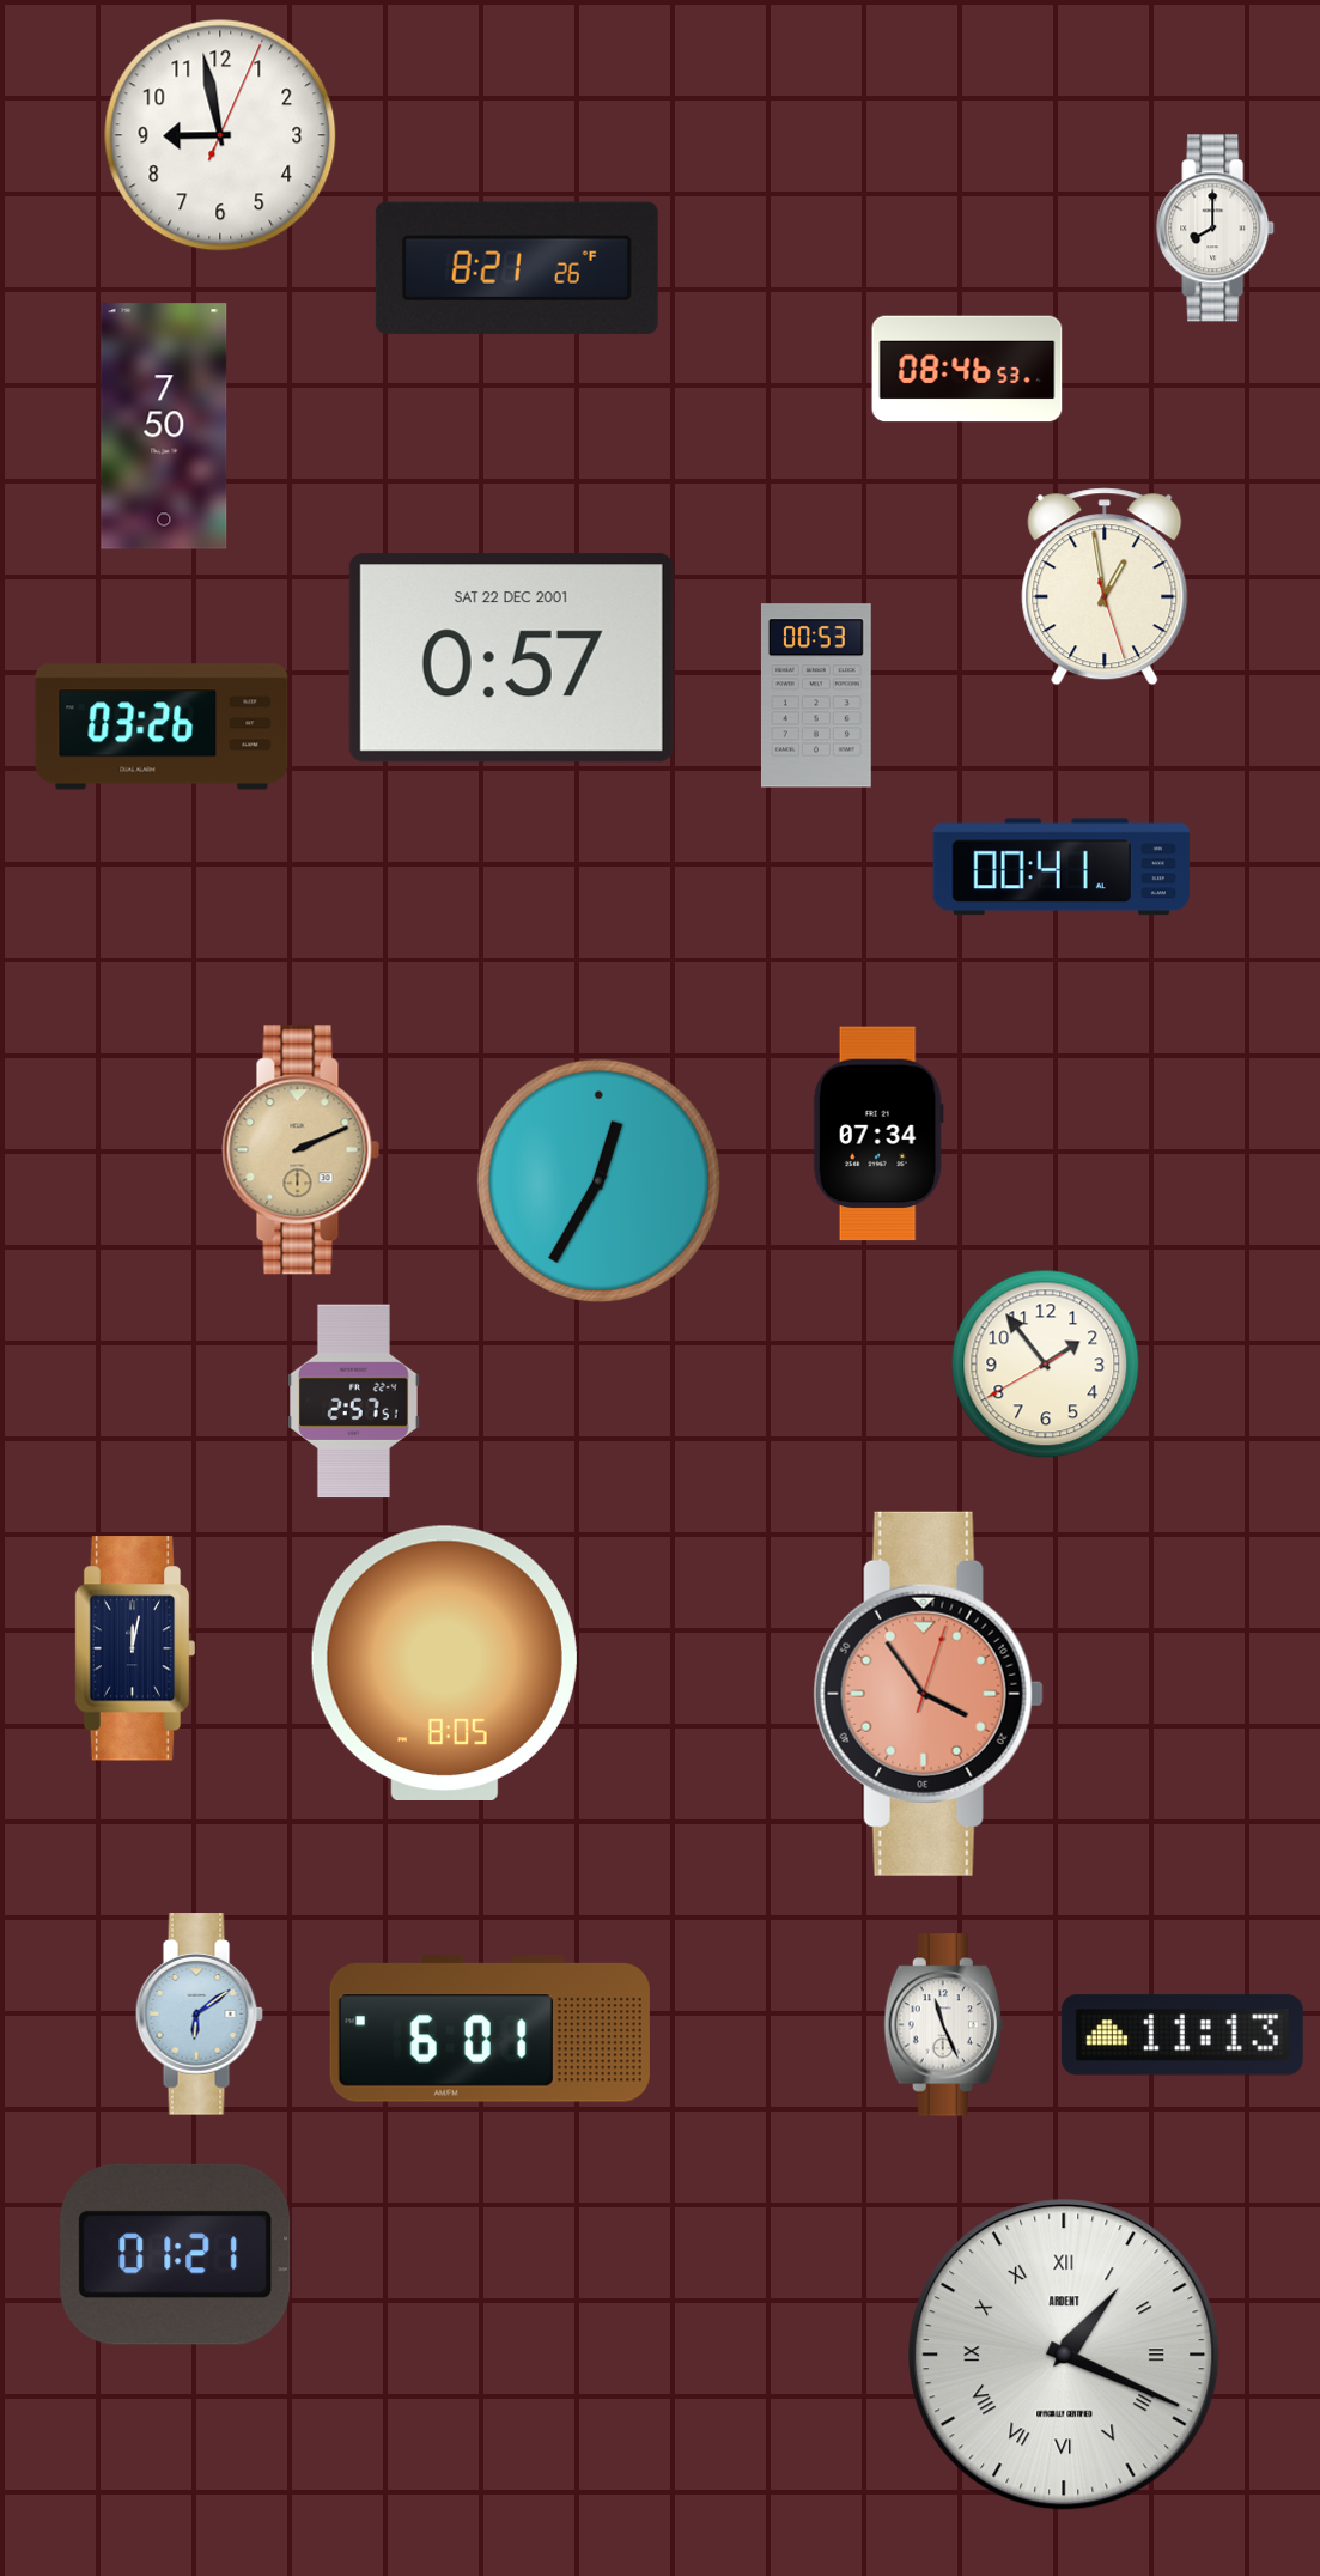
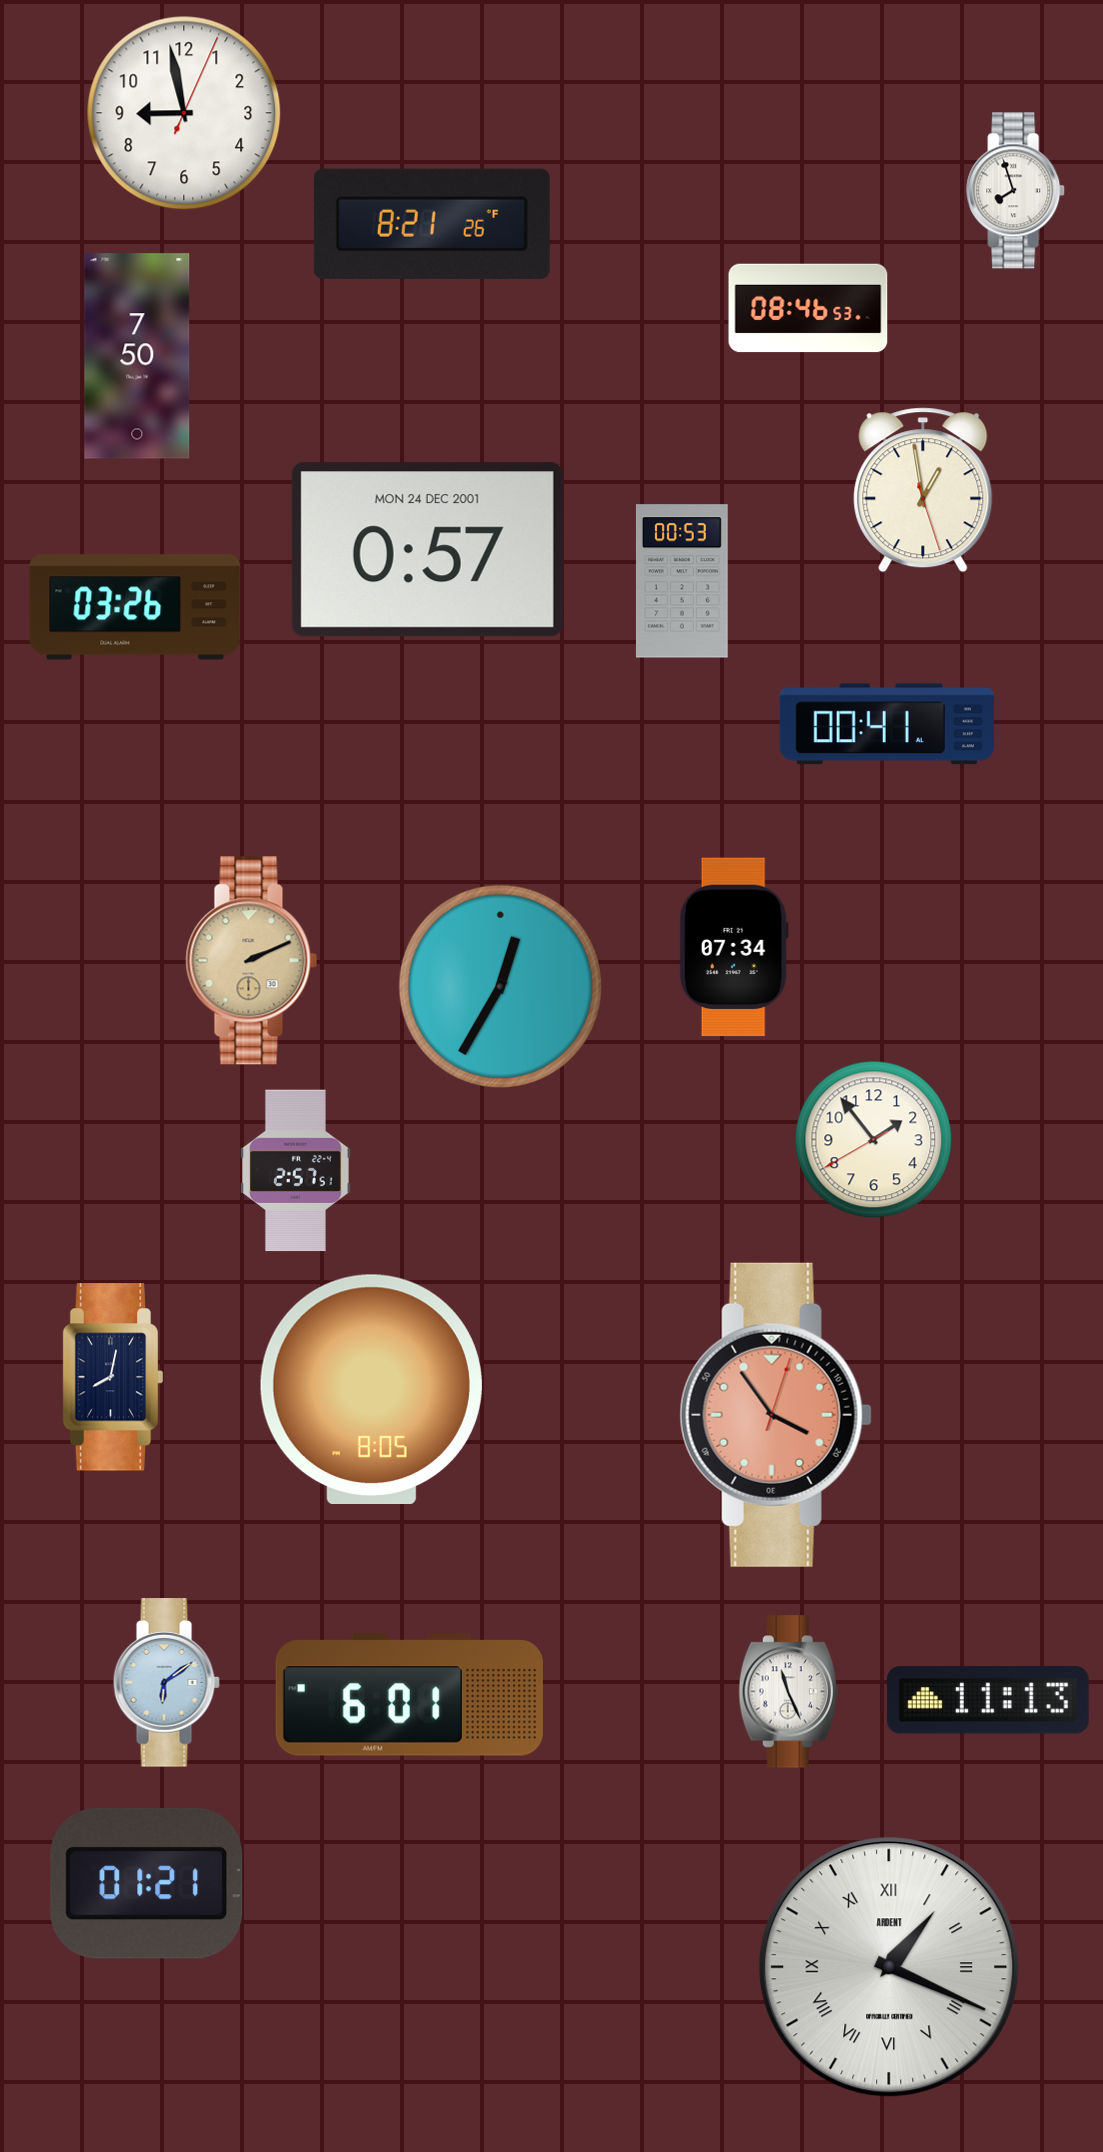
clock at (1216, 229): 8:00 -> 7:57
clock at (511, 658) date: SAT 22 DEC 2001 -> MON 24 DEC 2001
clock at (135, 1648): 12:02 -> 8:02
